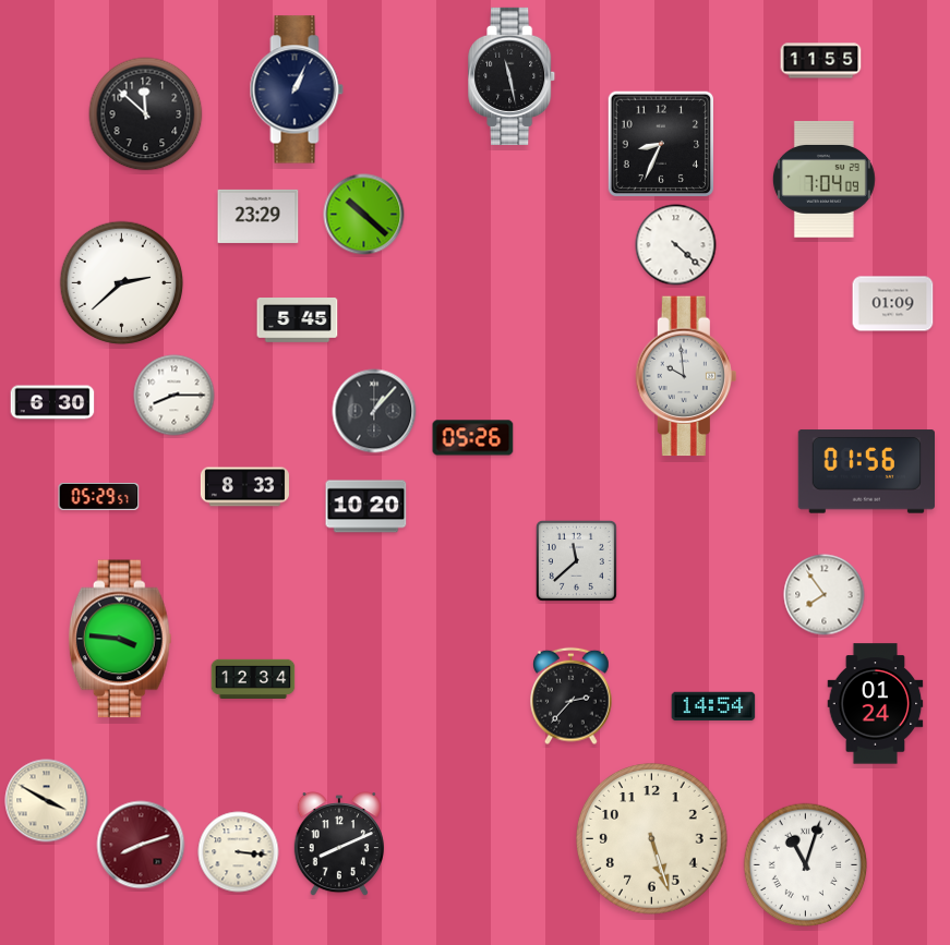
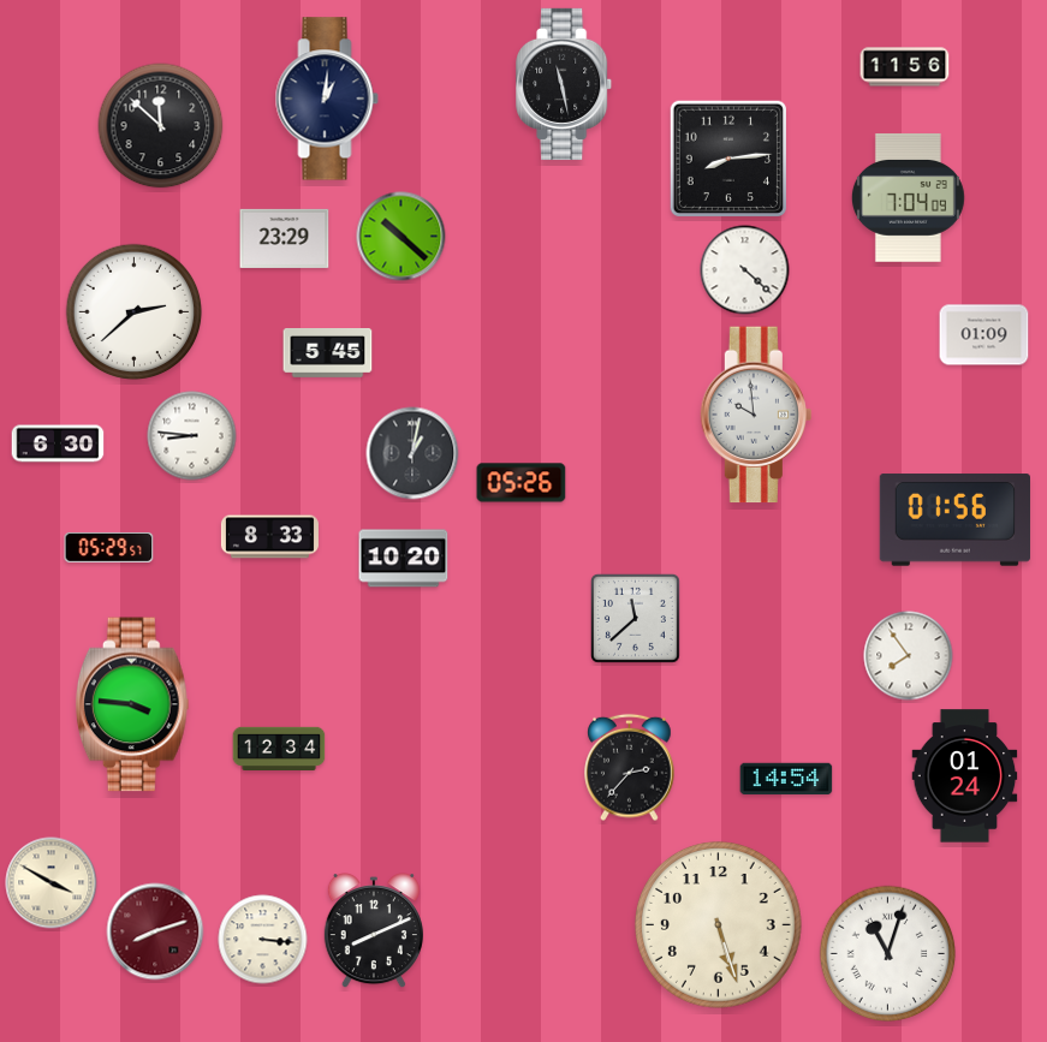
clock at (821, 61): 11:55 -> 11:56
clock at (297, 89): 1:04 -> 1:01
clock at (660, 143): 8:34 -> 8:14
clock at (175, 396): 8:15 -> 8:46
clock at (374, 411): 1:07 -> 1:02
